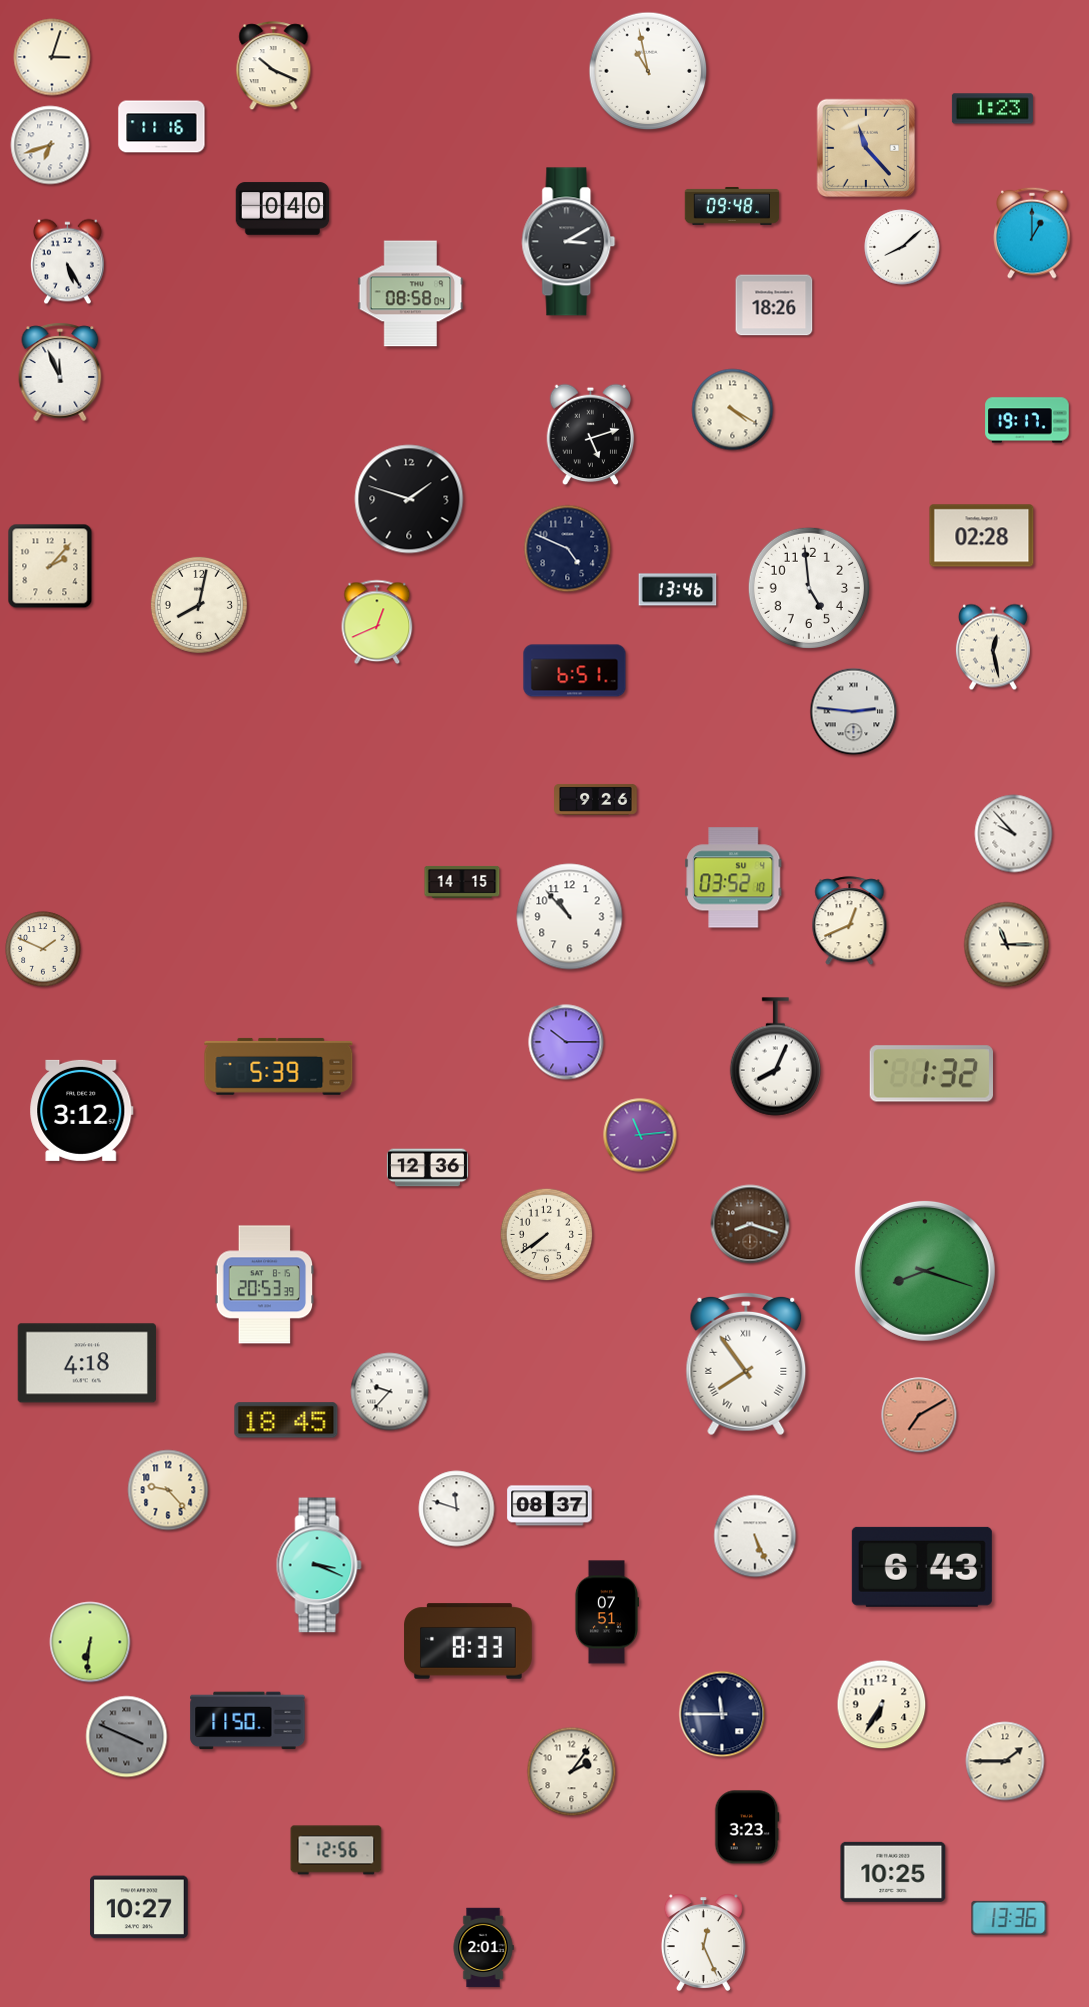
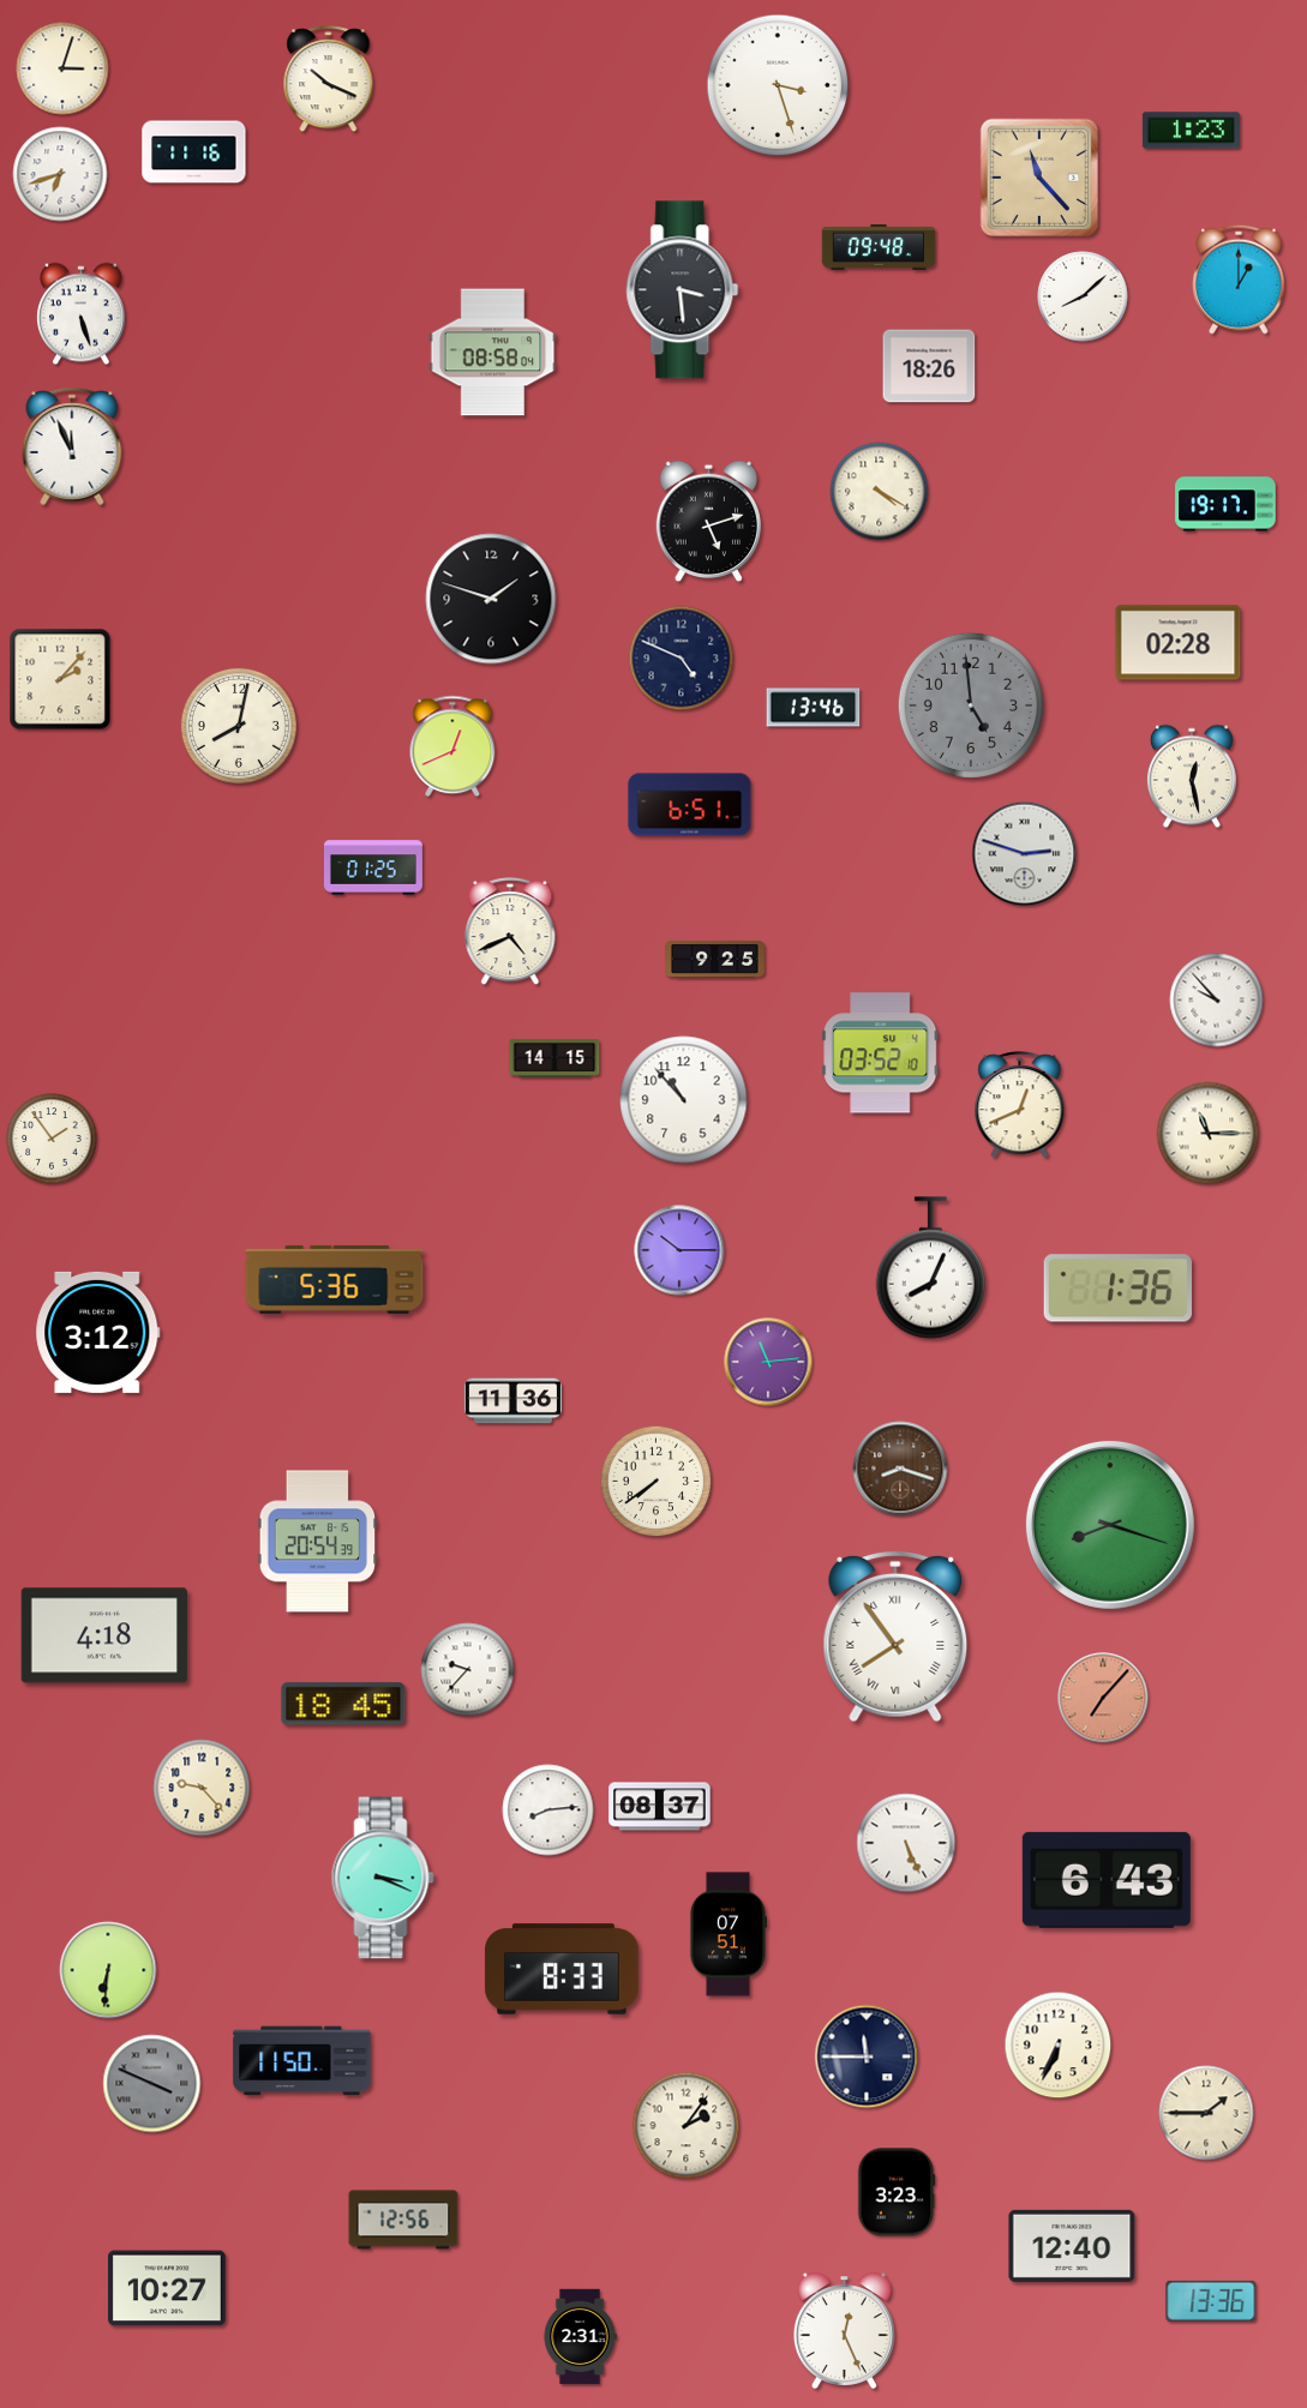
clock at (648, 71): 10:58 -> 3:27
clock at (283, 209): 0:40 -> none
clock at (569, 242): 3:10 -> 3:29
clock at (68, 262): 5:25 -> 5:27
clock at (1027, 420) position: (1027, 420) -> (1225, 504)
clock at (809, 588) dial: white -> grey
clock at (854, 712): 2:46 -> 2:48
clock at (373, 867): none -> 01:25
clock at (510, 932): none -> 4:41
clock at (596, 799): 9:26 -> 9:25
clock at (43, 949): 1:49 -> 1:54
clock at (279, 1066): 5:39 -> 5:36
clock at (931, 1074): 1:32 -> 1:36
clock at (427, 1168): 12:36 -> 11:36
clock at (265, 1285): 20:53 -> 20:54
clock at (919, 1415): 7:10 -> 7:07
clock at (457, 1509): 11:48 -> 8:14
clock at (882, 1705): 6:35 -> 6:34
clock at (248, 1721) position: (248, 1721) -> (302, 2061)
clock at (893, 1872): 10:25 -> 12:40
clock at (483, 1948): 2:01 -> 2:31
